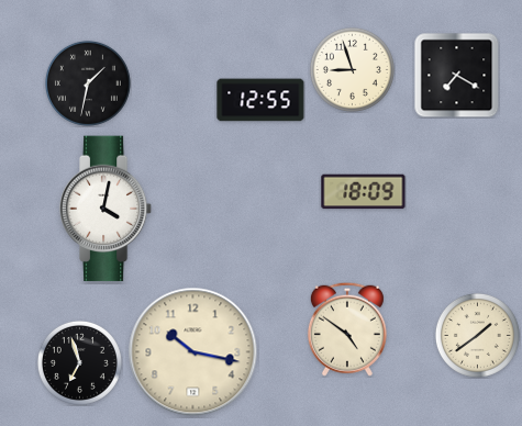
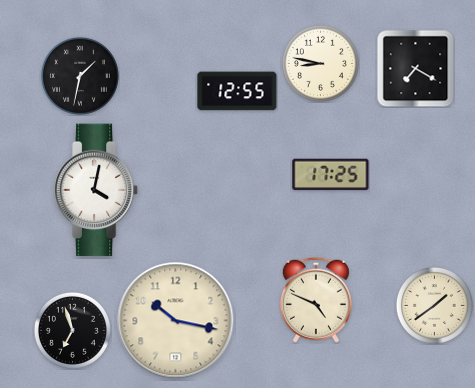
clock at (352, 69): 8:57 -> 8:47
clock at (364, 192): 18:09 -> 17:25
clock at (347, 329): 4:51 -> 4:49
